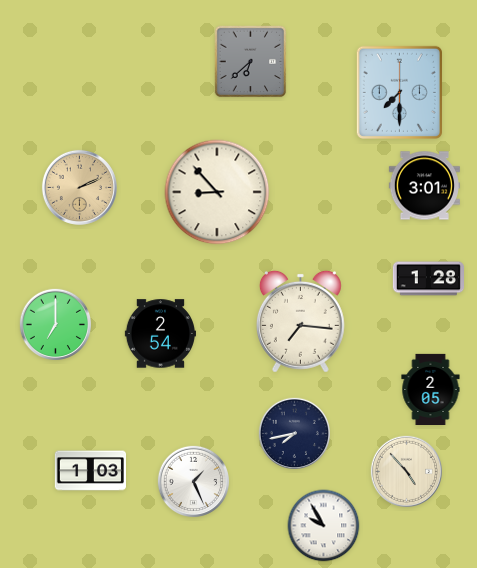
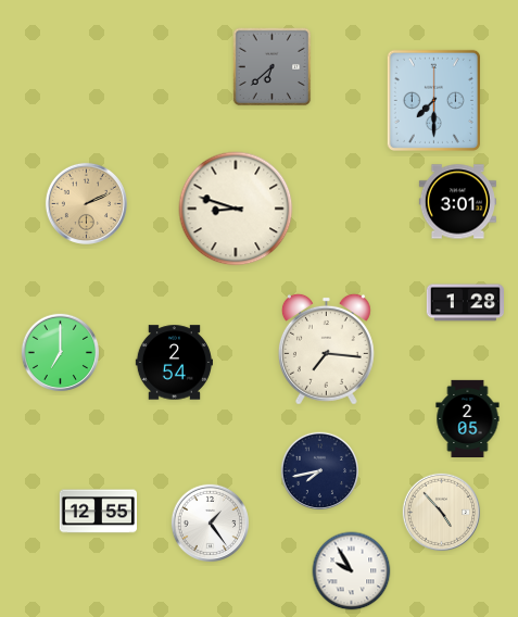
clock at (424, 186) position: (424, 186) -> (457, 202)
clock at (217, 192): 8:53 -> 8:48
clock at (431, 389) position: (431, 389) -> (468, 418)
clock at (90, 471): 1:03 -> 12:55
clock at (193, 481): 1:26 -> 1:24
